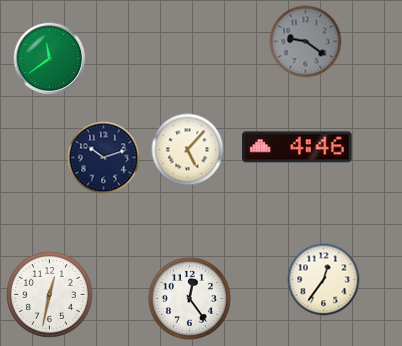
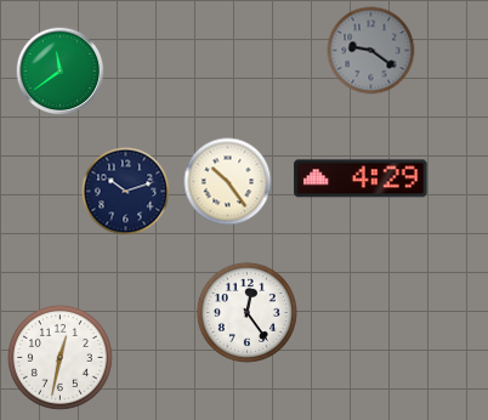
clock at (297, 147): 4:46 -> 4:29
clock at (188, 150): 5:07 -> 10:24
clock at (324, 280): 12:36 -> none
clock at (189, 298) position: (189, 298) -> (246, 312)
